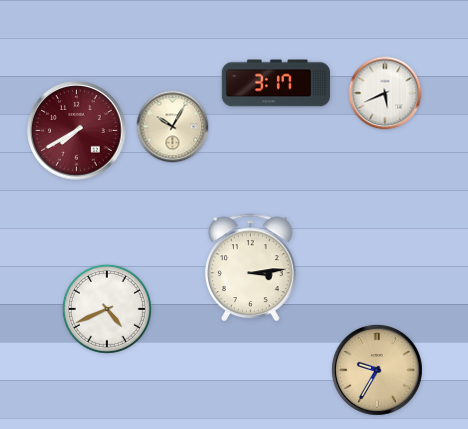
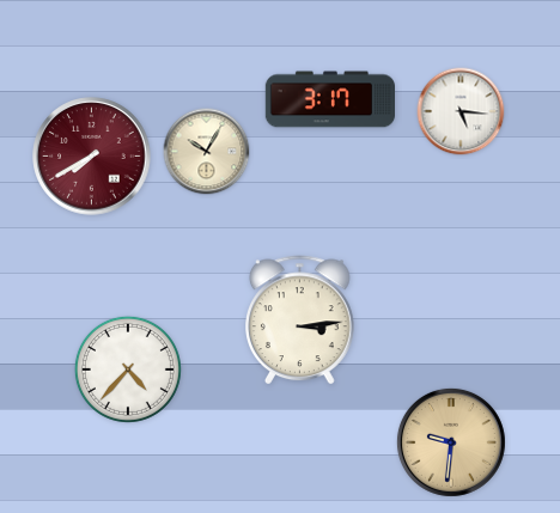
clock at (385, 93): 5:41 -> 5:16
clock at (107, 309): 4:41 -> 4:37
clock at (377, 370): 9:35 -> 9:31
